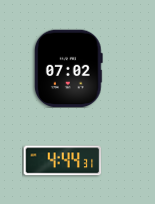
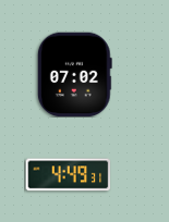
clock at (62, 161): 4:44 -> 4:49
